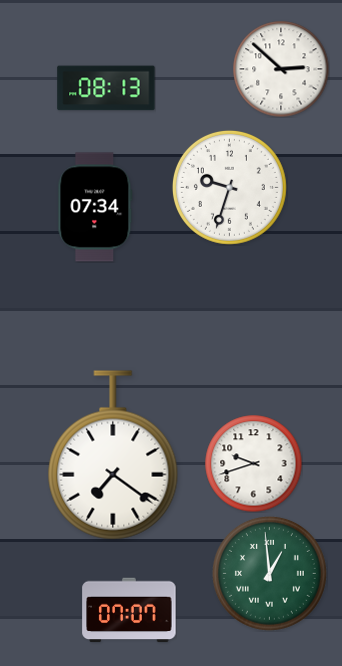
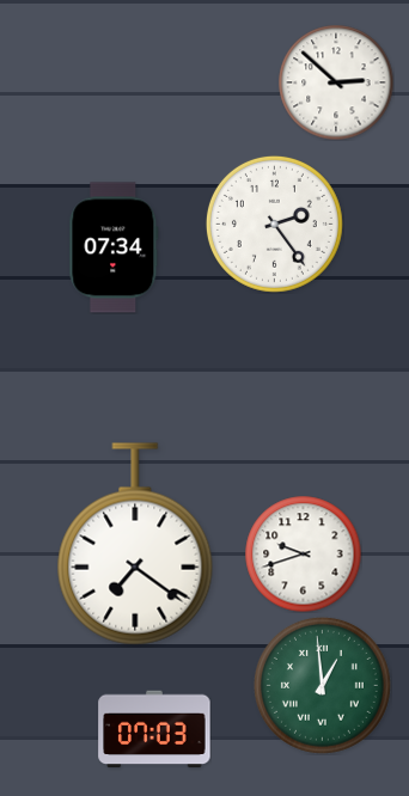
clock at (106, 88): 08:13 -> none
clock at (229, 187): 9:33 -> 2:24
clock at (129, 610): 07:07 -> 07:03
